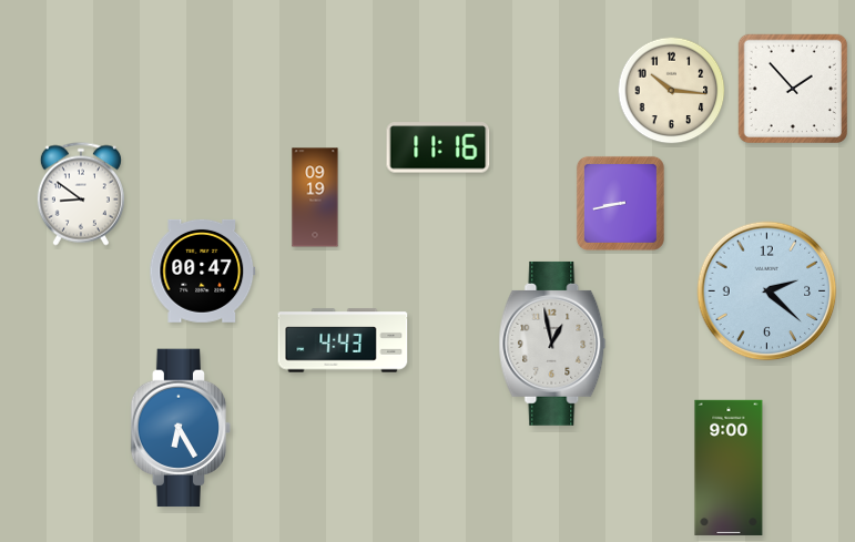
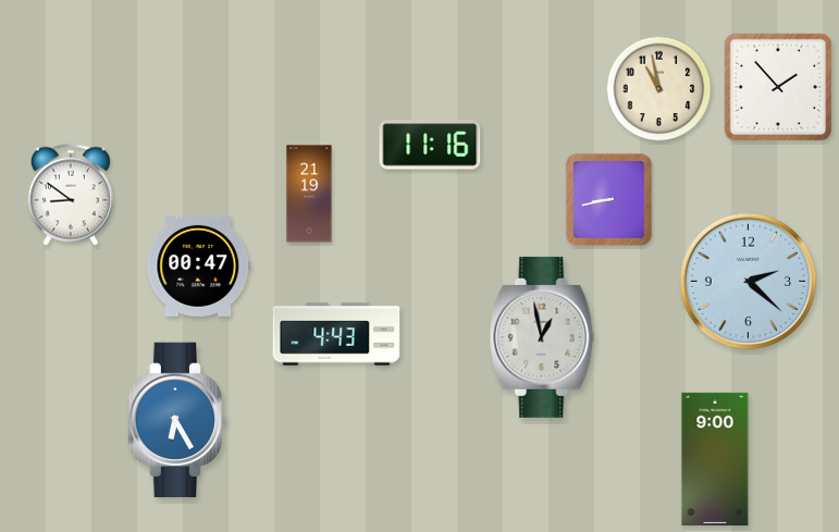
clock at (672, 91): 10:16 -> 10:58
clock at (81, 194) position: (81, 194) -> (71, 195)
clock at (315, 197): 09:19 -> 21:19
clock at (767, 292) position: (767, 292) -> (749, 282)
